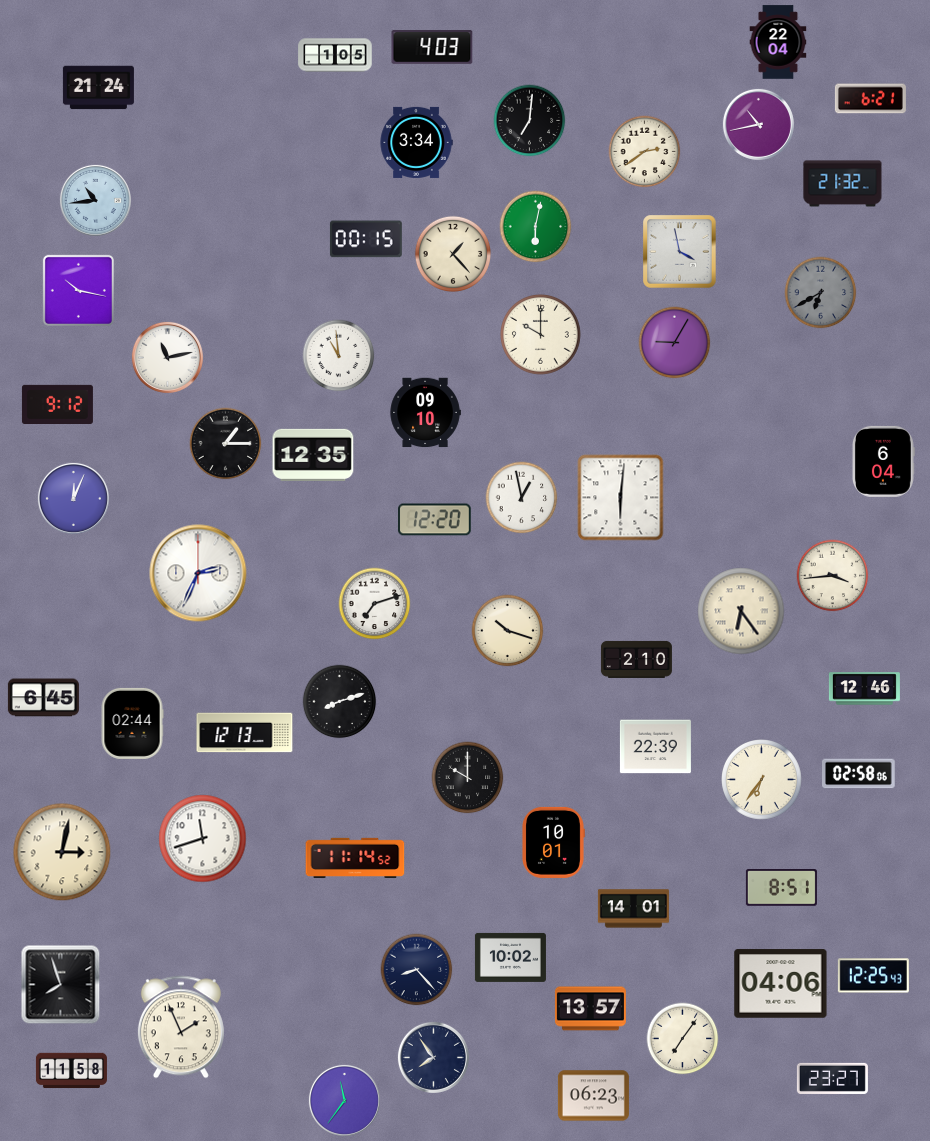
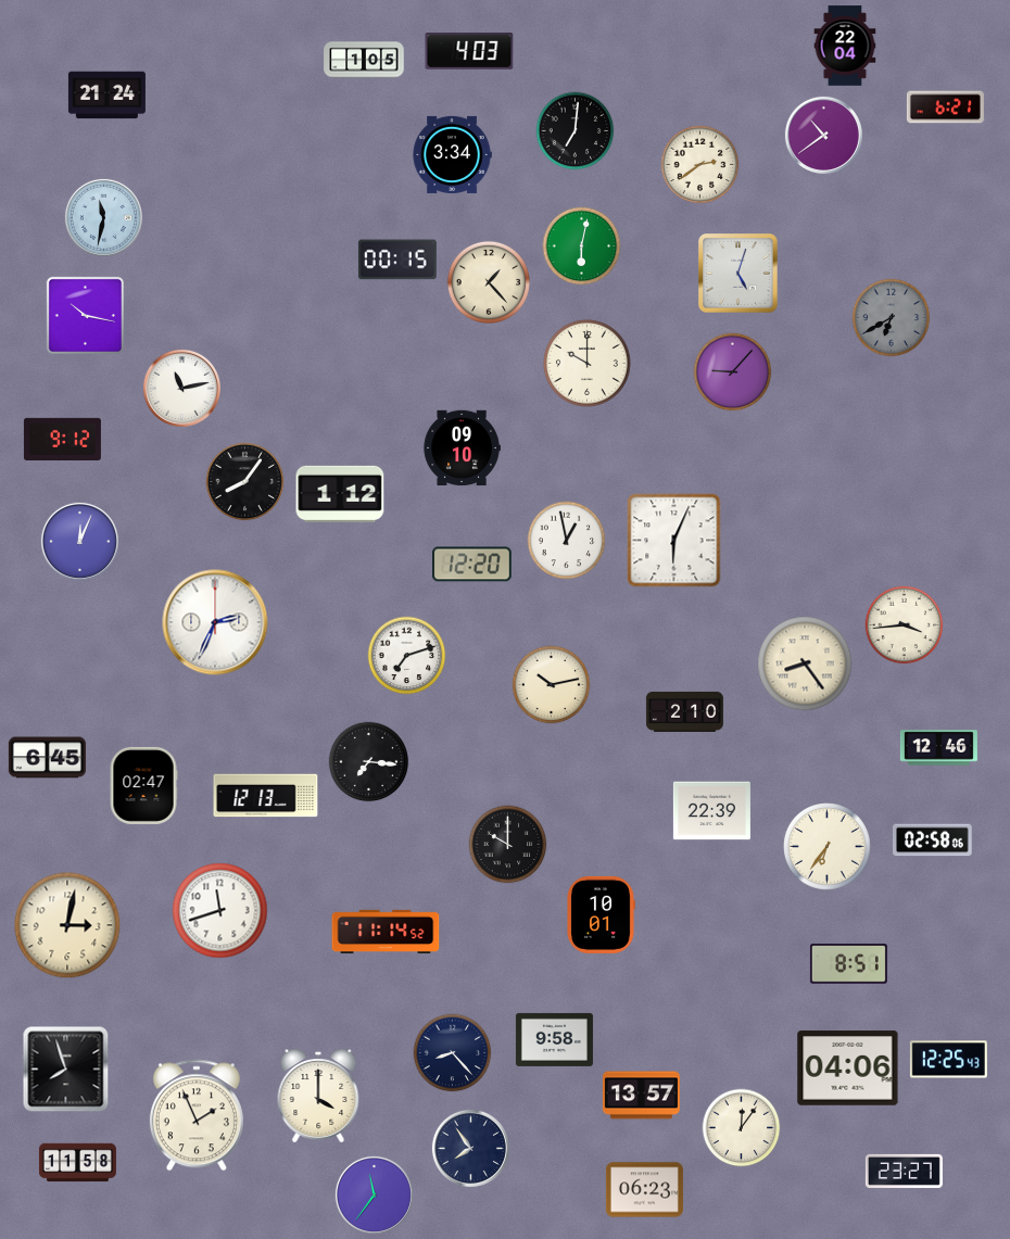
clock at (758, 124): 10:43 -> 10:39
clock at (843, 184): 21:32 -> none
clock at (95, 200): 10:44 -> 11:32
clock at (680, 252): 3:58 -> 5:03
clock at (453, 254) position: (453, 254) -> (489, 282)
clock at (675, 343): 9:05 -> 9:07
clock at (339, 356): 10:59 -> none
clock at (226, 444): 1:15 -> 8:06
clock at (313, 455): 12:35 -> 1:12
clock at (883, 461): 6:04 -> none
clock at (621, 498): 6:01 -> 6:04
clock at (741, 611): 6:24 -> 8:24
clock at (508, 631): 10:18 -> 10:13
clock at (636, 659) position: (636, 659) -> (684, 711)
clock at (340, 702): 8:12 -> 7:16
clock at (132, 723): 02:44 -> 02:47
clock at (633, 909): 14:01 -> none
clock at (510, 957): 10:02 -> 9:58
clock at (318, 1096): none -> 4:00
clock at (683, 1039): 7:06 -> 12:06
